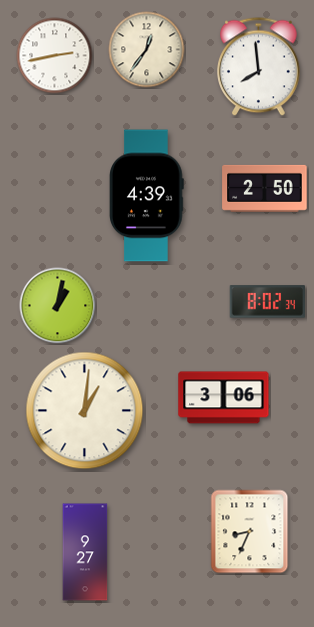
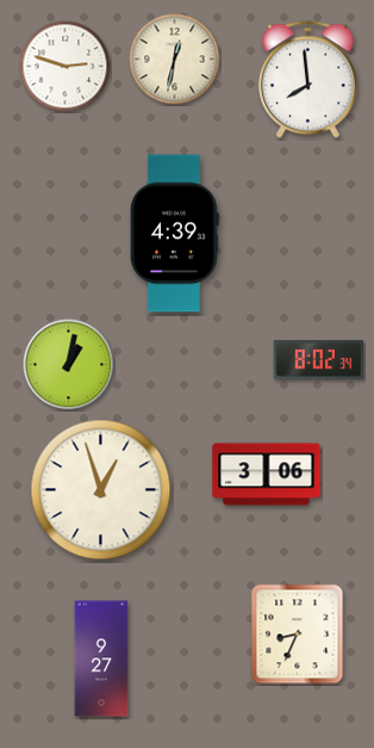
clock at (147, 50): 12:36 -> 12:32
clock at (55, 56): 2:43 -> 2:48
clock at (265, 188): 2:50 -> none
clock at (85, 411): 1:01 -> 12:57
